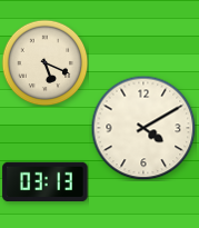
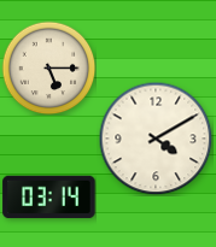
clock at (44, 62): 5:19 -> 5:15
clock at (46, 182): 03:13 -> 03:14
